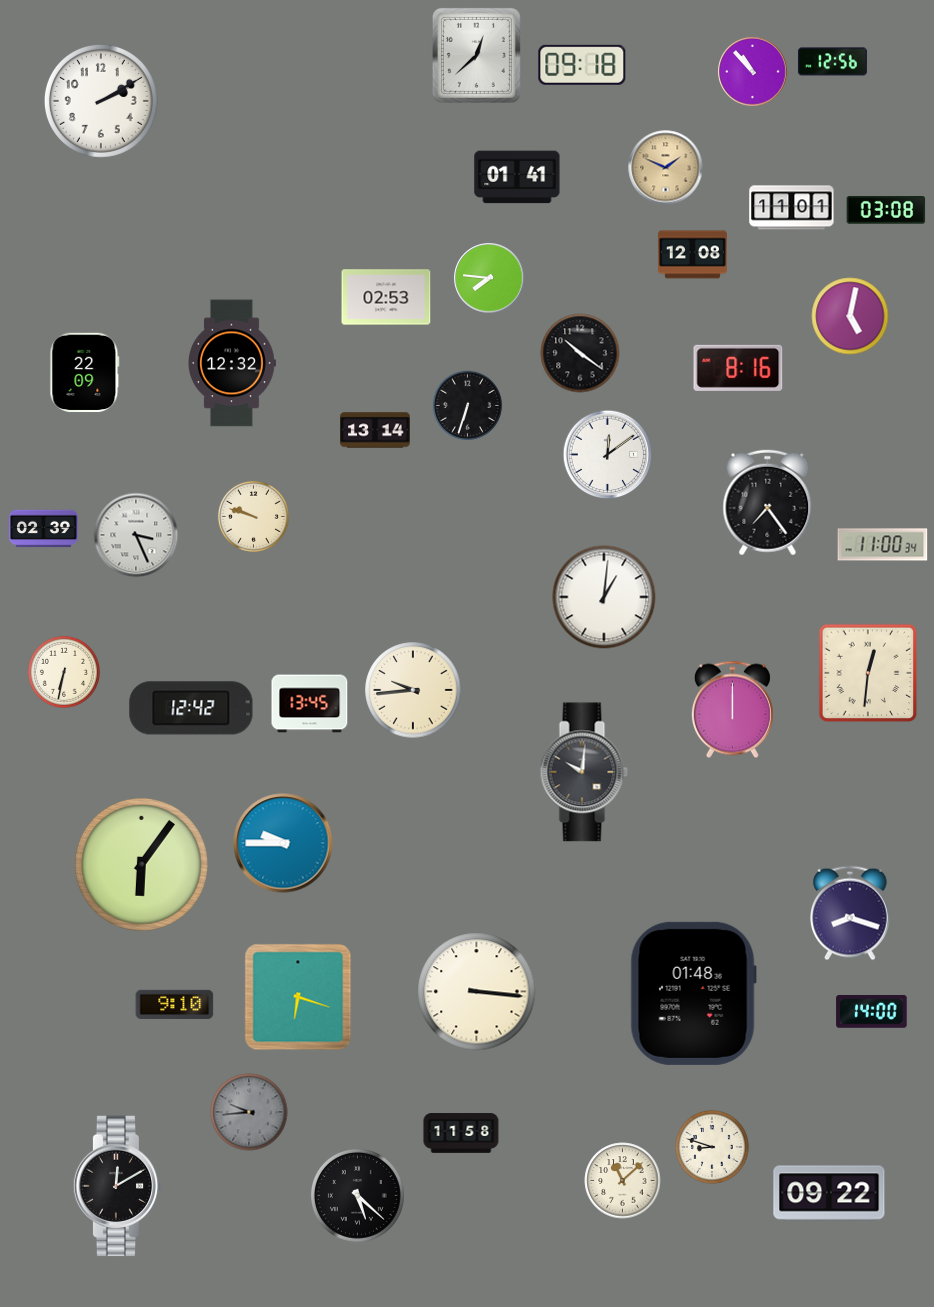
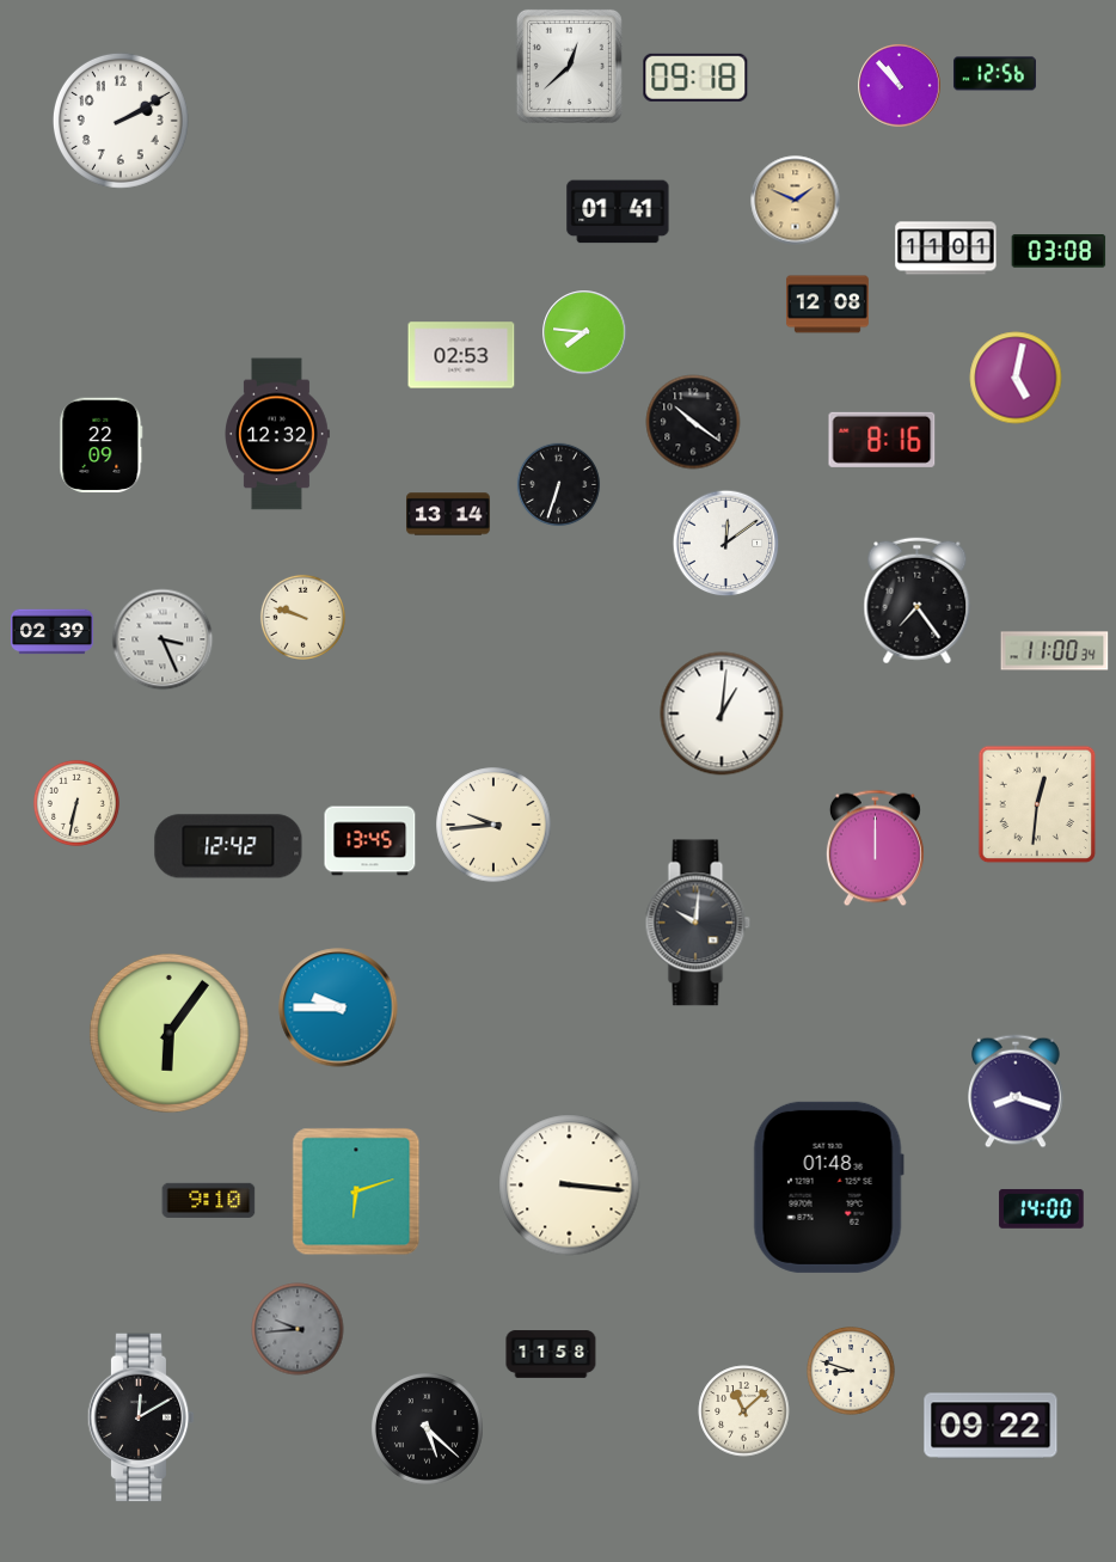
clock at (298, 997): 6:18 -> 6:12
